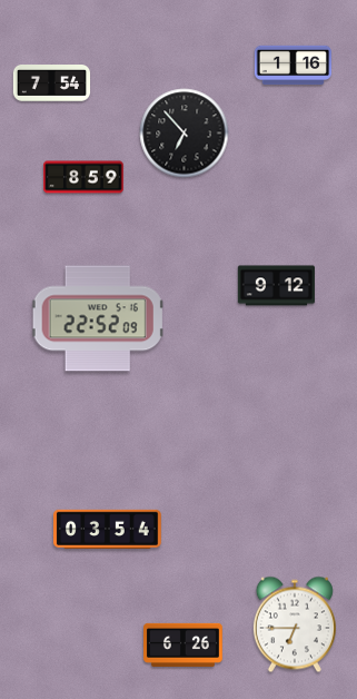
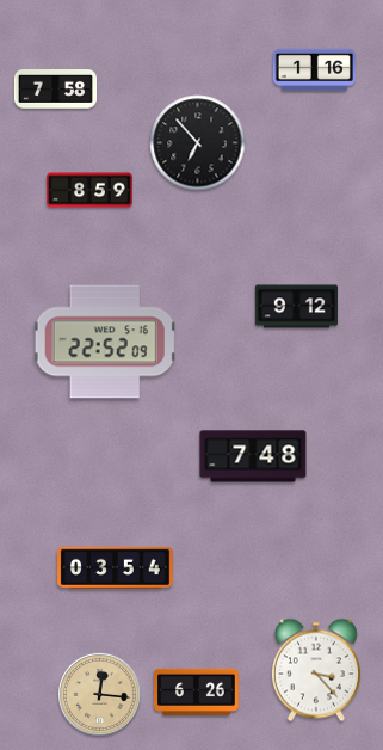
clock at (51, 83): 7:54 -> 7:58
clock at (253, 456): none -> 7:48
clock at (295, 624): 6:45 -> 3:23
clock at (99, 694): none -> 12:16
